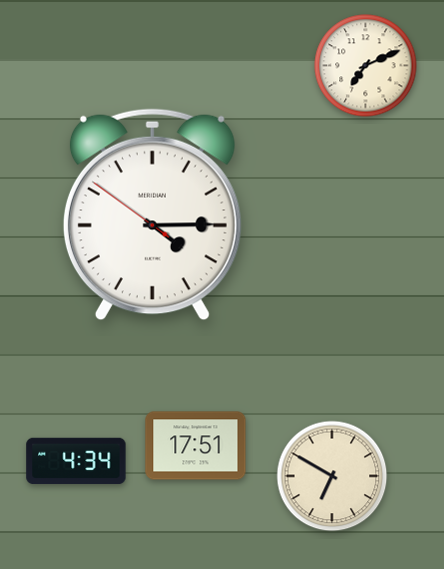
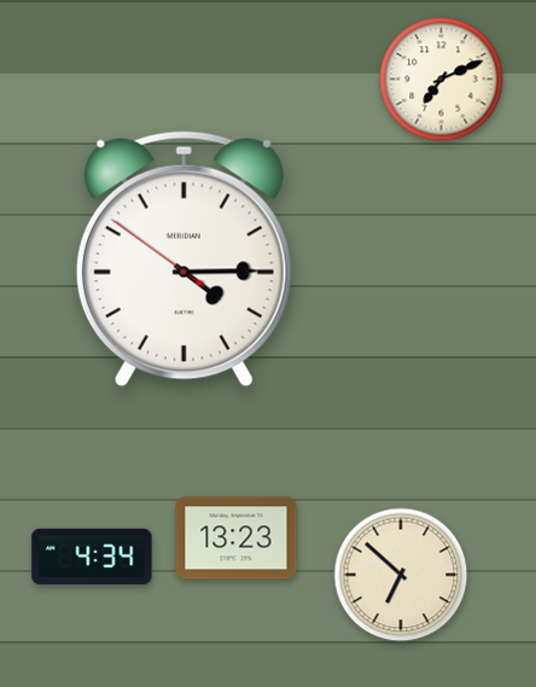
clock at (196, 446): 17:51 -> 13:23
clock at (332, 476): 6:50 -> 6:52
